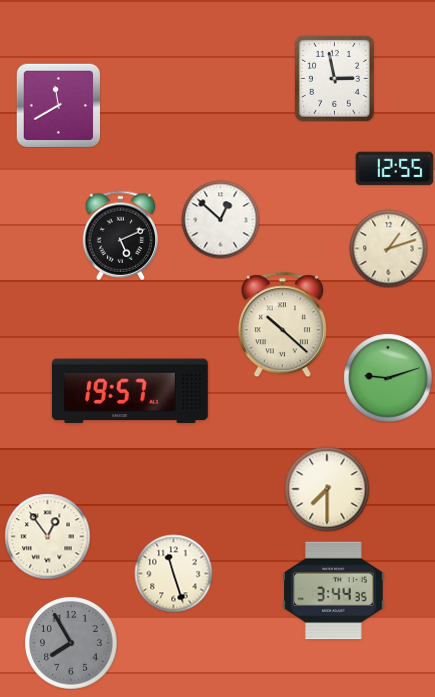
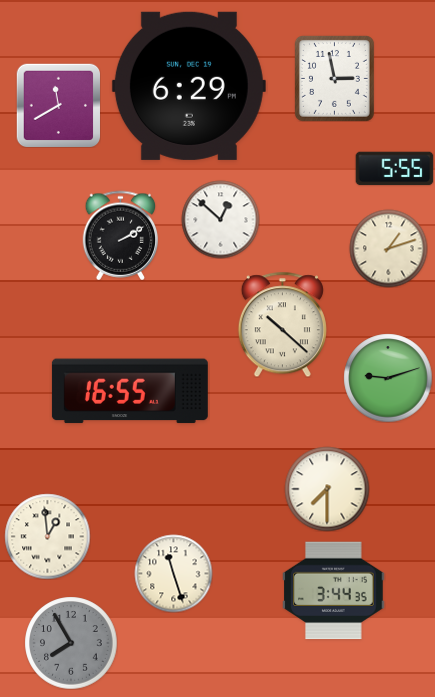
clock at (189, 86): none -> 6:29
clock at (394, 169): 12:55 -> 5:55
clock at (121, 235): 5:11 -> 2:10
clock at (130, 391): 19:57 -> 16:55
clock at (47, 536): 12:54 -> 12:59
